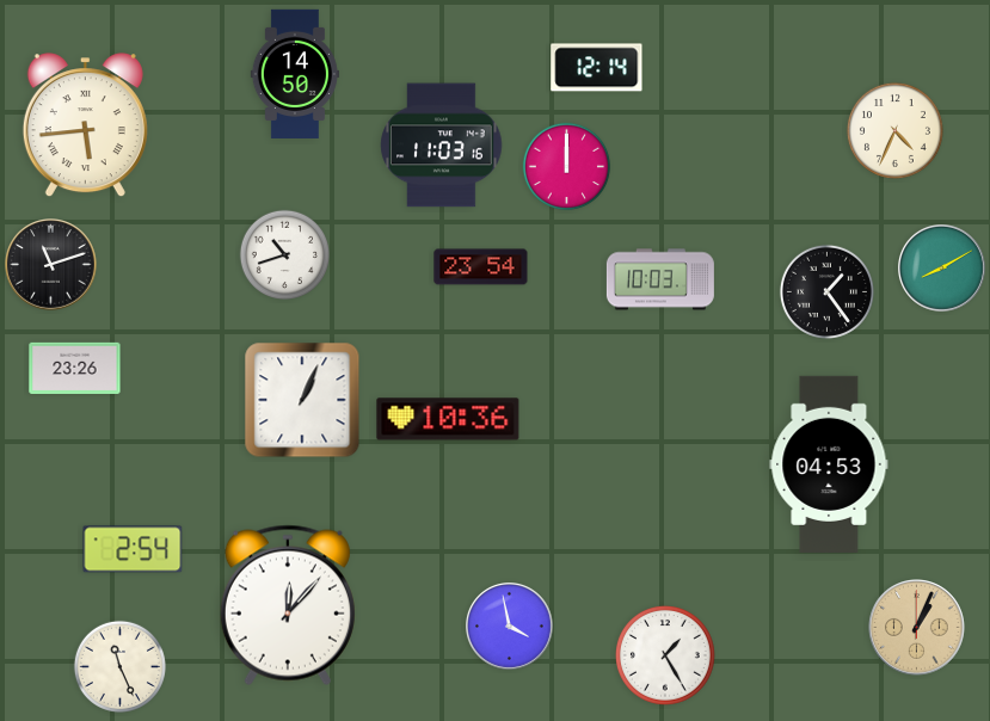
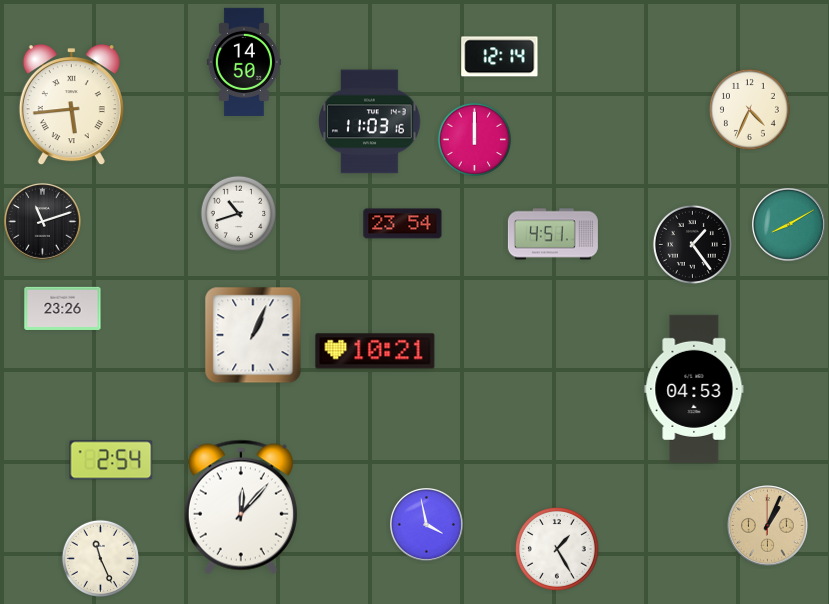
clock at (295, 74) position: (295, 74) -> (244, 62)
clock at (660, 279): 10:03 -> 4:51
clock at (448, 419): 10:36 -> 10:21
